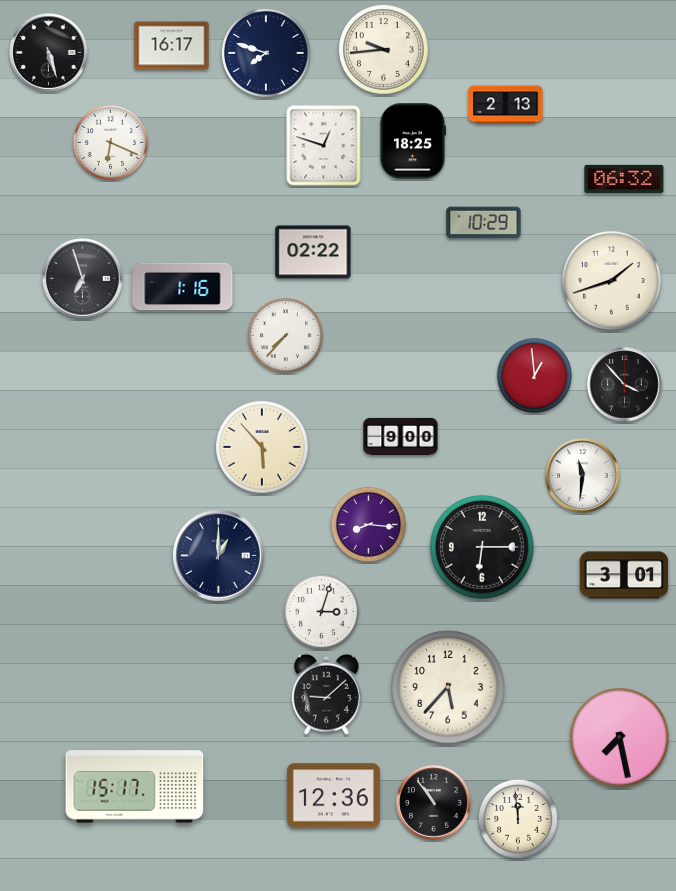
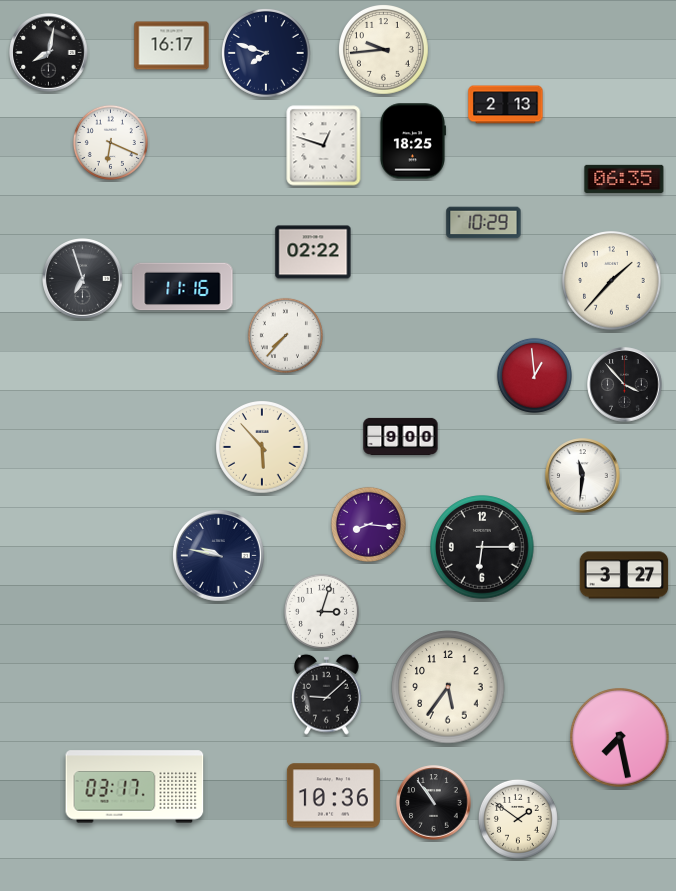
clock at (49, 53): 5:27 -> 8:02
clock at (624, 179): 06:32 -> 06:35
clock at (612, 281): 1:42 -> 1:37
clock at (183, 287): 1:16 -> 11:16
clock at (218, 555): 1:00 -> 9:47
clock at (624, 575): 3:01 -> 3:27
clock at (448, 687): 5:37 -> 5:36
clock at (135, 787): 15:17 -> 03:17
clock at (333, 796): 12:36 -> 10:36
clock at (518, 819): 11:59 -> 1:51
